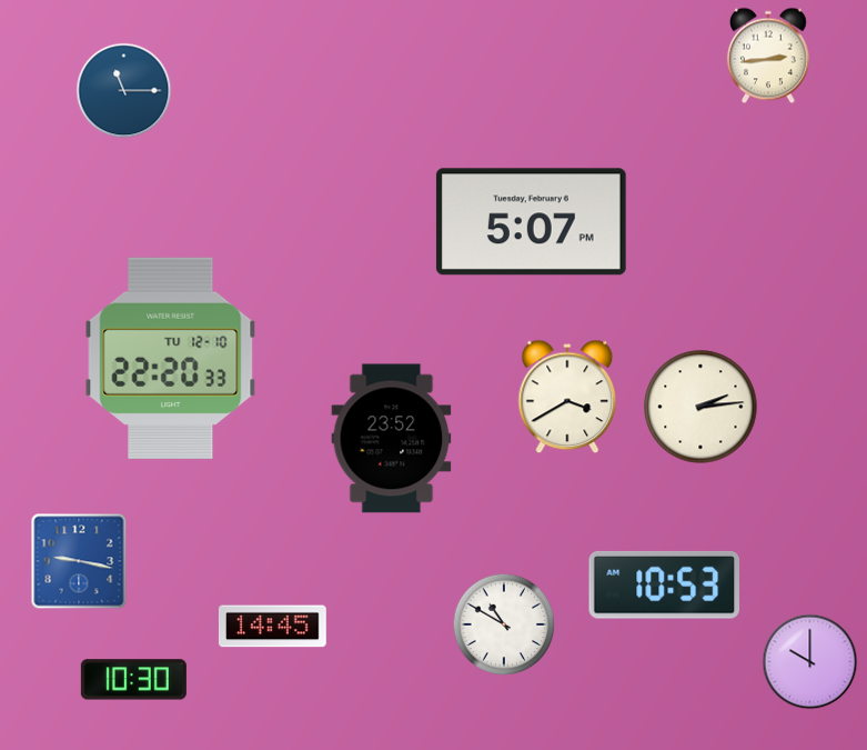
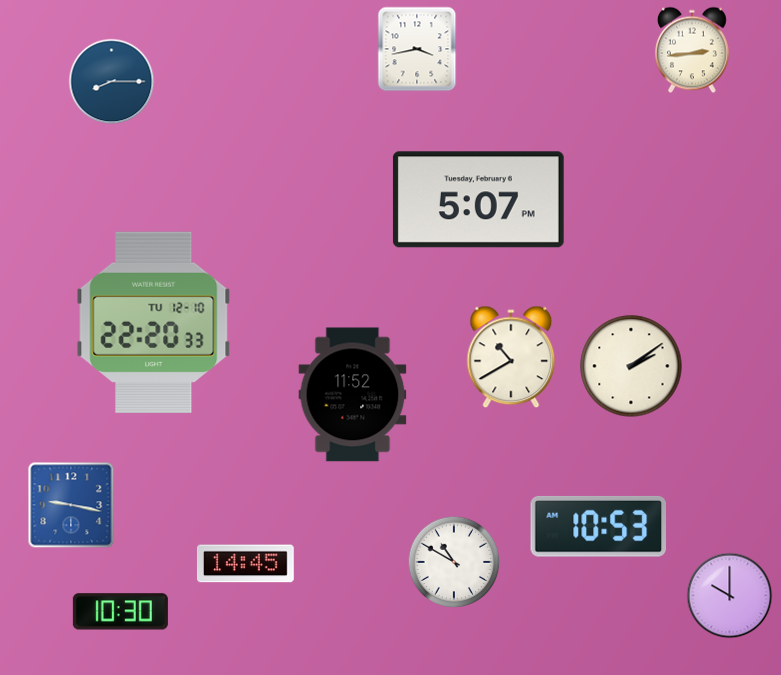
clock at (417, 49): none -> 3:43
clock at (124, 91): 11:15 -> 8:15
clock at (567, 397): 3:40 -> 10:40
clock at (700, 407): 2:14 -> 2:09
clock at (392, 439): 23:52 -> 11:52
